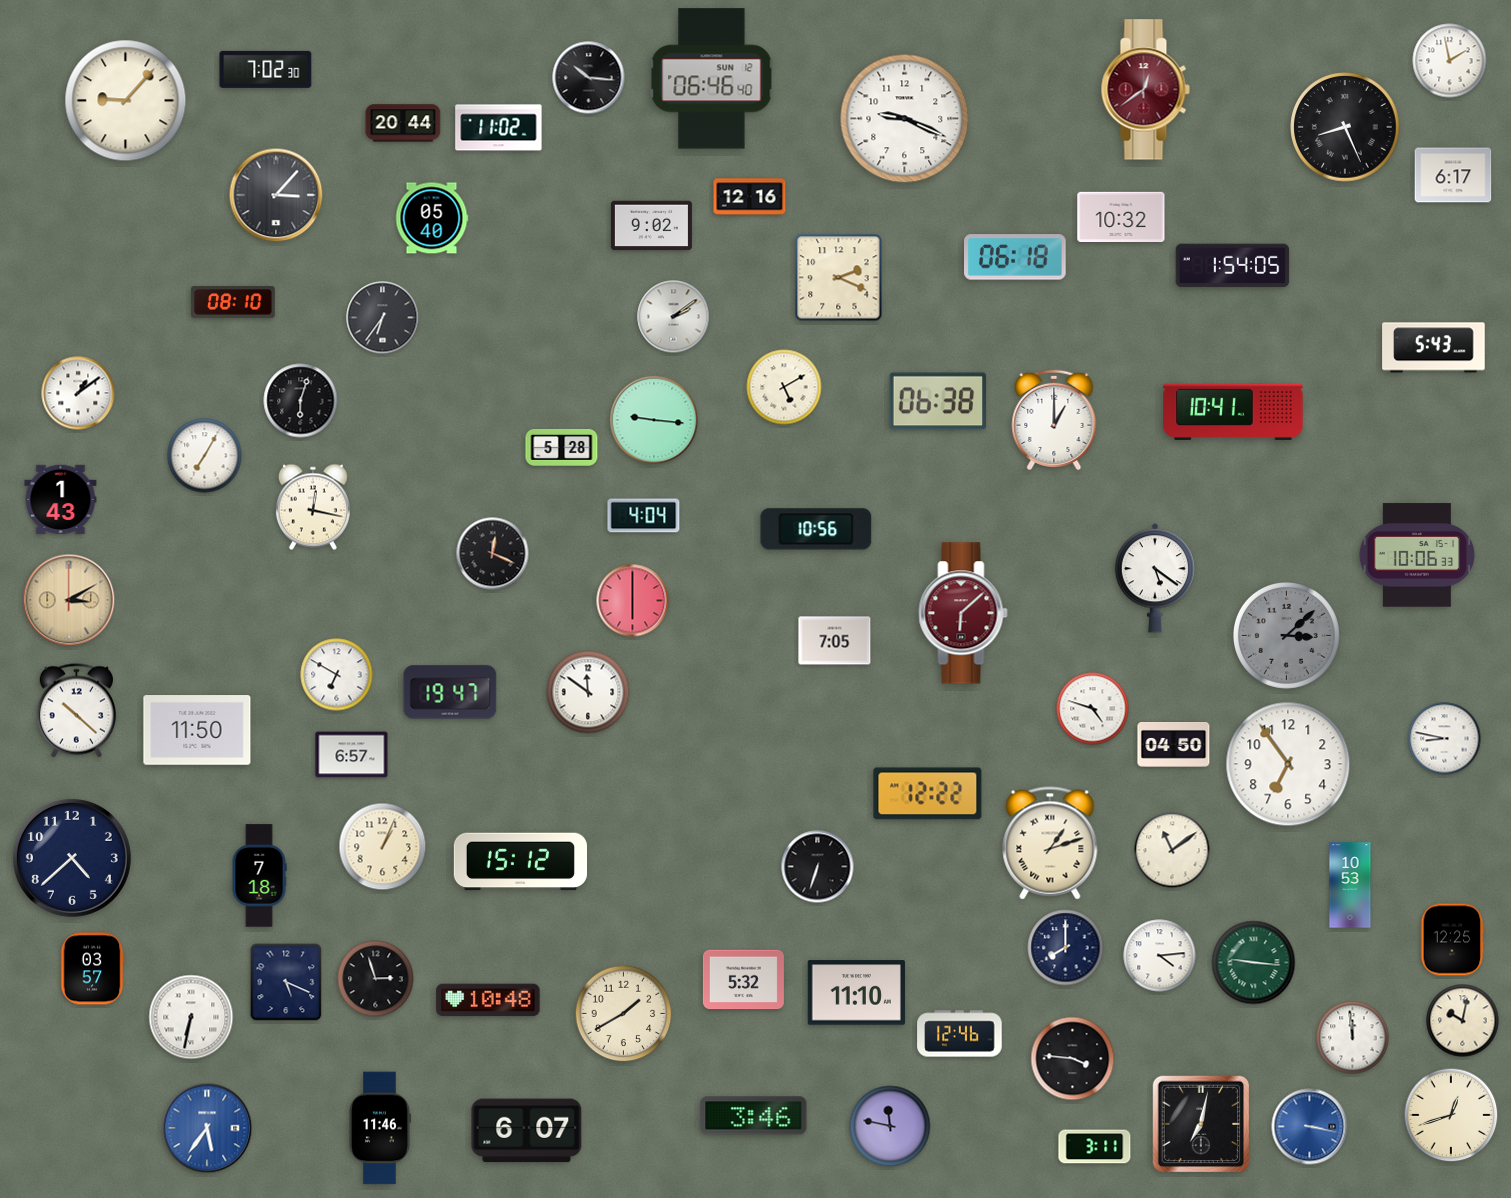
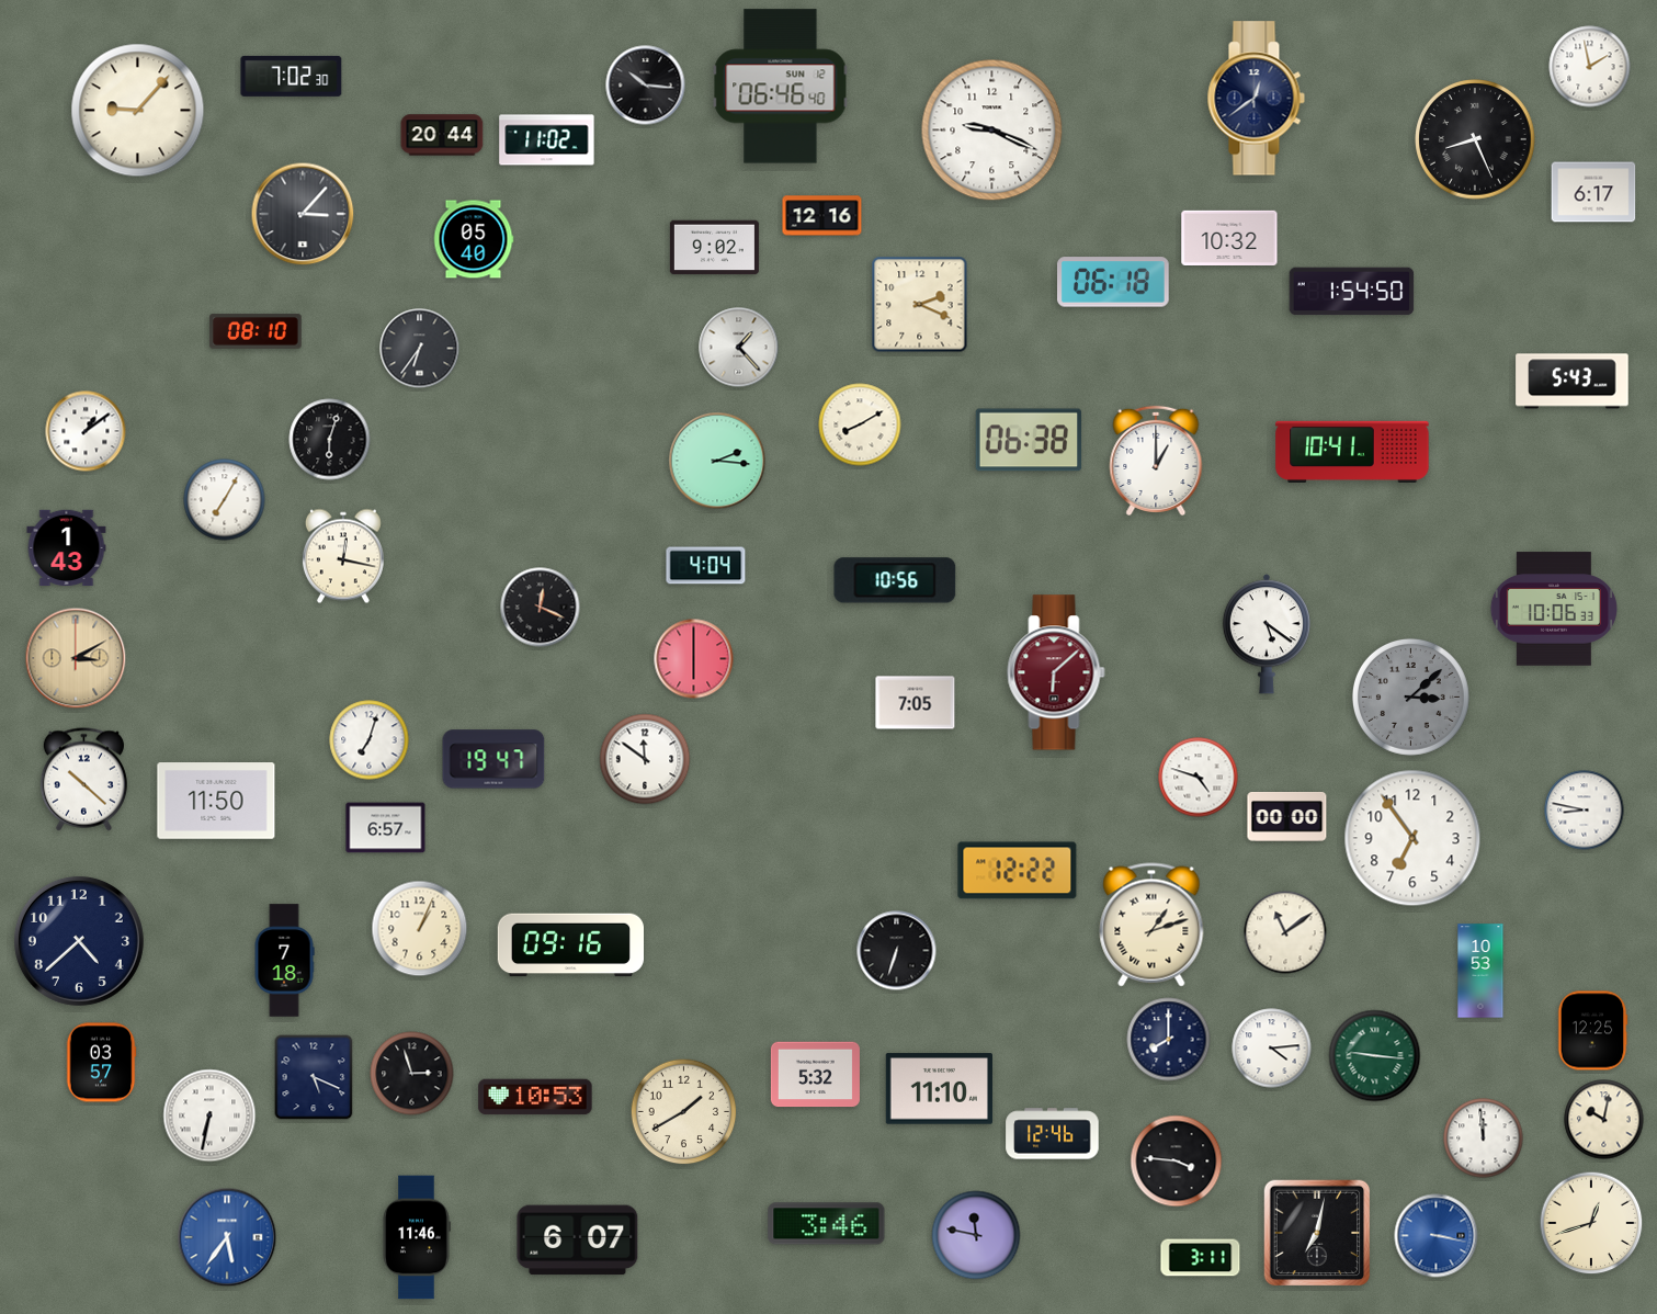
clock at (1145, 90) dial: burgundy -> navy
clock at (1233, 266): 1:54:05 -> 1:54:50
clock at (674, 317): 2:09 -> 1:23
clock at (784, 387): 5:10 -> 8:10
clock at (654, 420): 9:16 -> 2:16
clock at (562, 447): 5:28 -> none
clock at (337, 675): 6:50 -> 7:03
clock at (1174, 745): 04:50 -> 00:00
clock at (520, 862): 15:12 -> 09:16
clock at (488, 1000): 10:48 -> 10:53
